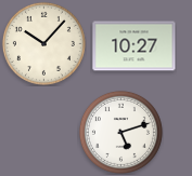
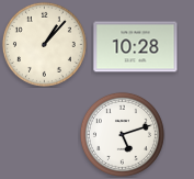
clock at (43, 43): 10:07 -> 1:07
clock at (135, 46): 10:27 -> 10:28
